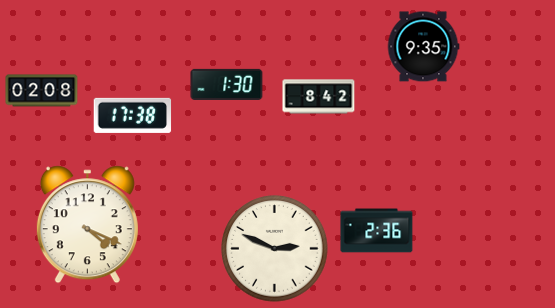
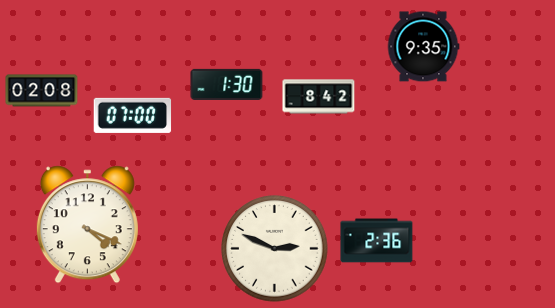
clock at (133, 115): 17:38 -> 07:00
clock at (377, 231) position: (377, 231) -> (377, 241)
